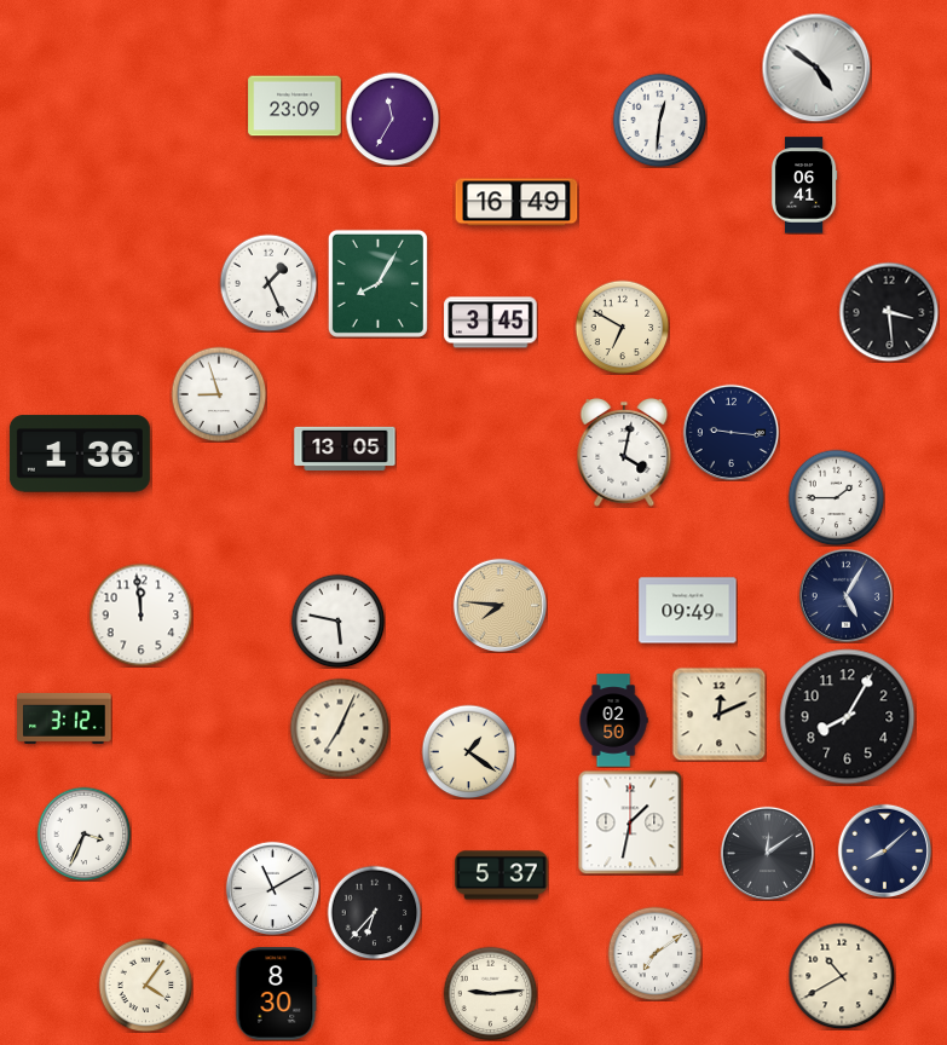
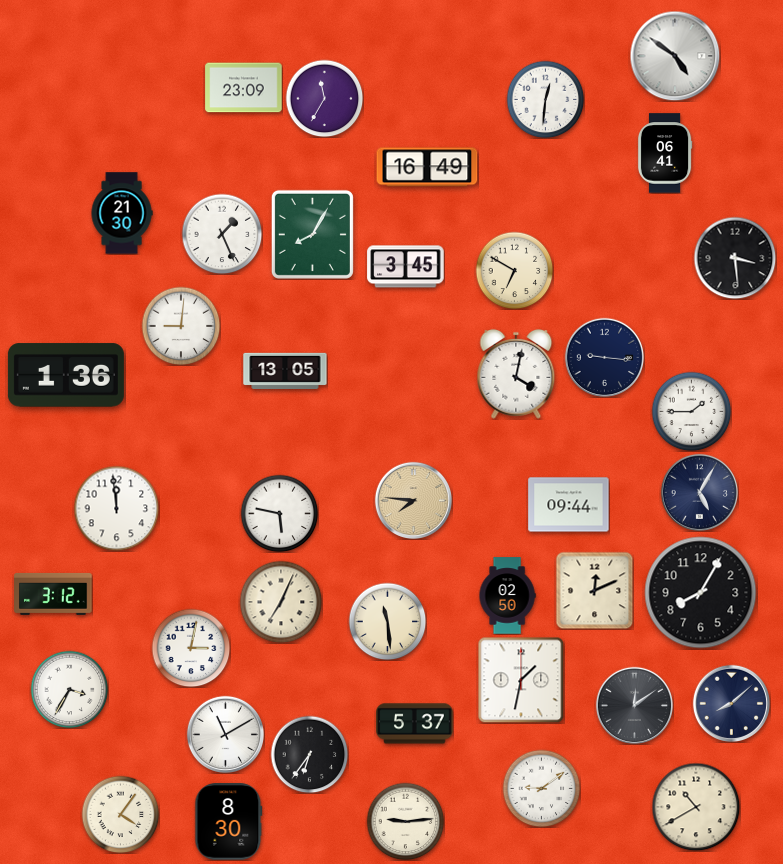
clock at (122, 213): none -> 21:30
clock at (219, 394): 8:57 -> 9:01
clock at (688, 611): 09:49 -> 09:44
clock at (468, 751): 1:21 -> 11:29
clock at (191, 648): none -> 3:02
clock at (83, 833): 3:34 -> 3:35
clock at (374, 912): 6:37 -> 6:36
clock at (654, 953): 7:09 -> 9:09
